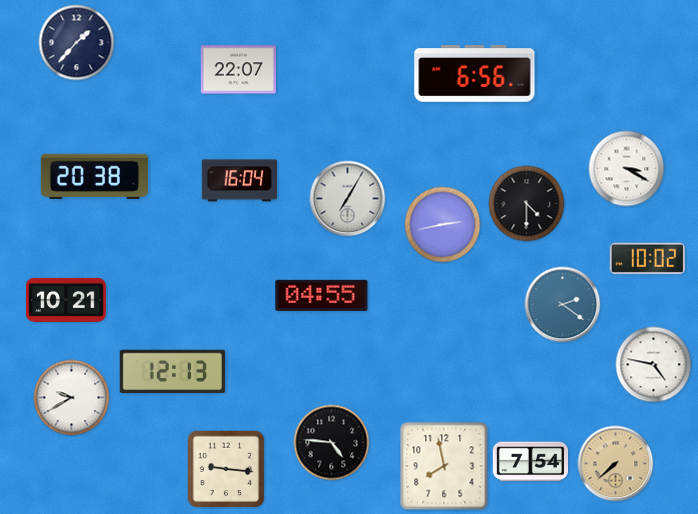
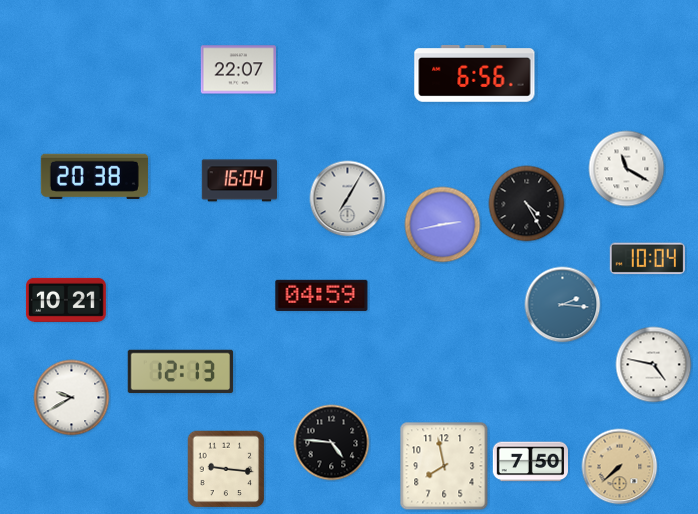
clock at (77, 43): 1:37 -> none
clock at (627, 169): 3:20 -> 11:20
clock at (527, 204): 4:30 -> 4:25
clock at (647, 259): 10:02 -> 10:04
clock at (322, 295): 04:55 -> 04:59
clock at (563, 305): 2:21 -> 2:16
clock at (173, 372) position: (173, 372) -> (181, 372)
clock at (530, 462): 7:54 -> 7:50
clock at (616, 464) position: (616, 464) -> (620, 467)
